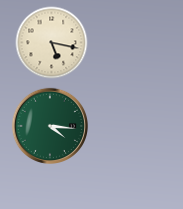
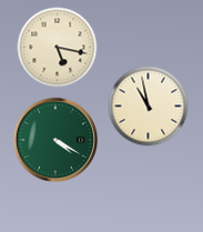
clock at (149, 107): none -> 10:58
clock at (49, 125): 4:16 -> 4:20
